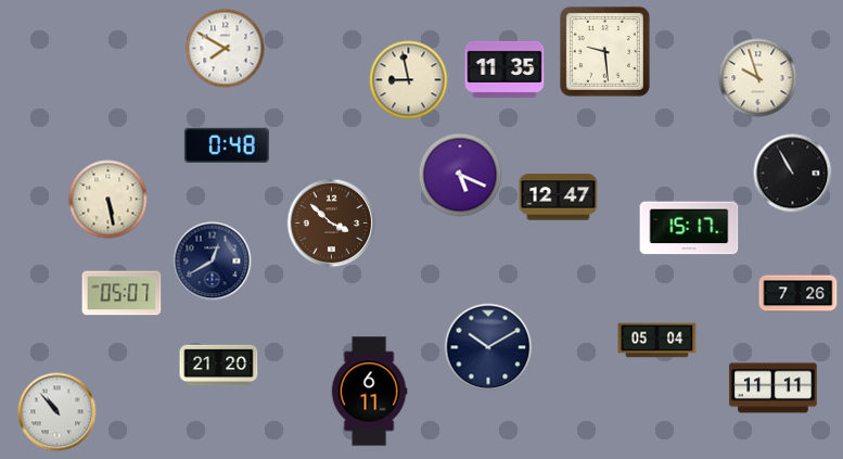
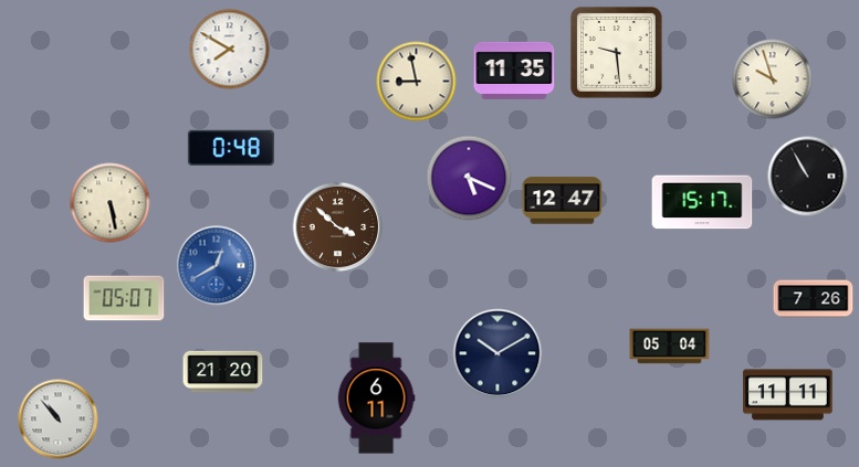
clock at (559, 197) position: (559, 197) -> (563, 201)
clock at (689, 228) position: (689, 228) -> (702, 202)
clock at (213, 262) dial: navy -> blue
